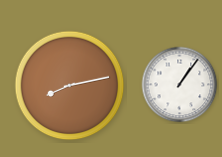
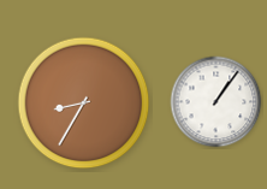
clock at (70, 86): 8:13 -> 8:35
